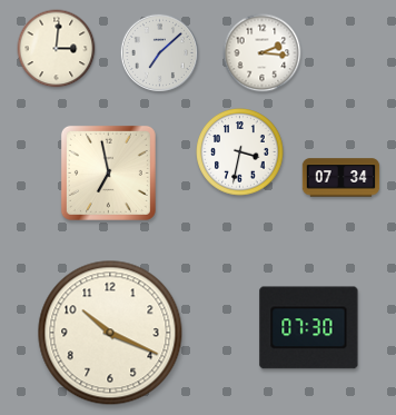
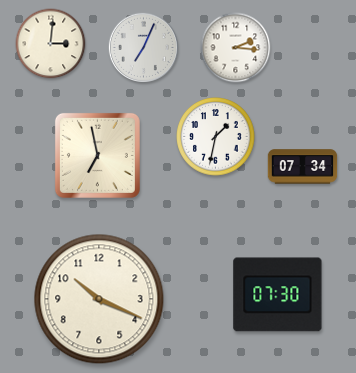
clock at (159, 52): 7:08 -> 7:04
clock at (240, 152): 3:32 -> 1:32
clock at (341, 178) position: (341, 178) -> (303, 167)
